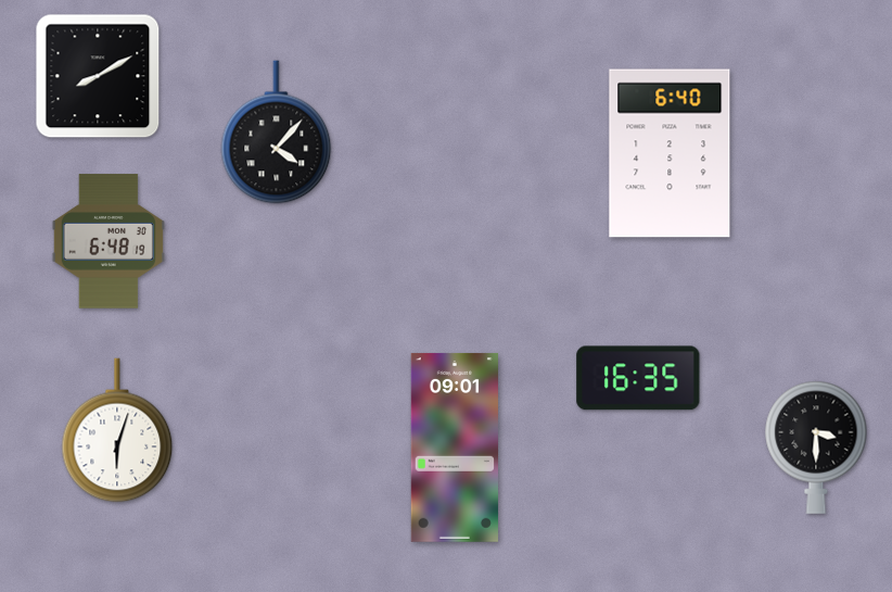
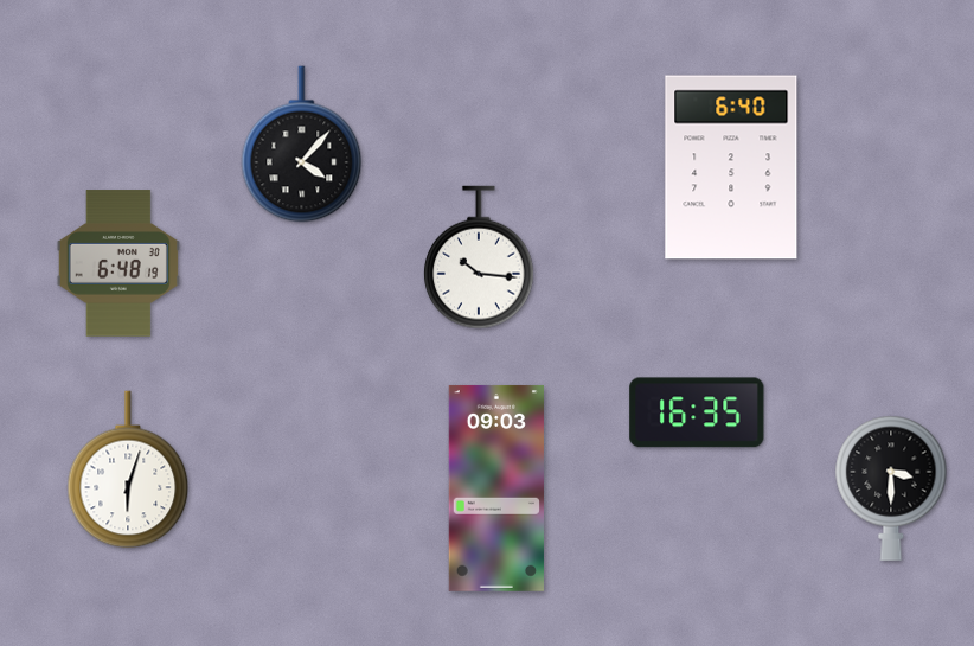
clock at (98, 76): 8:10 -> none
clock at (480, 257): none -> 10:16
clock at (455, 448): 09:01 -> 09:03
